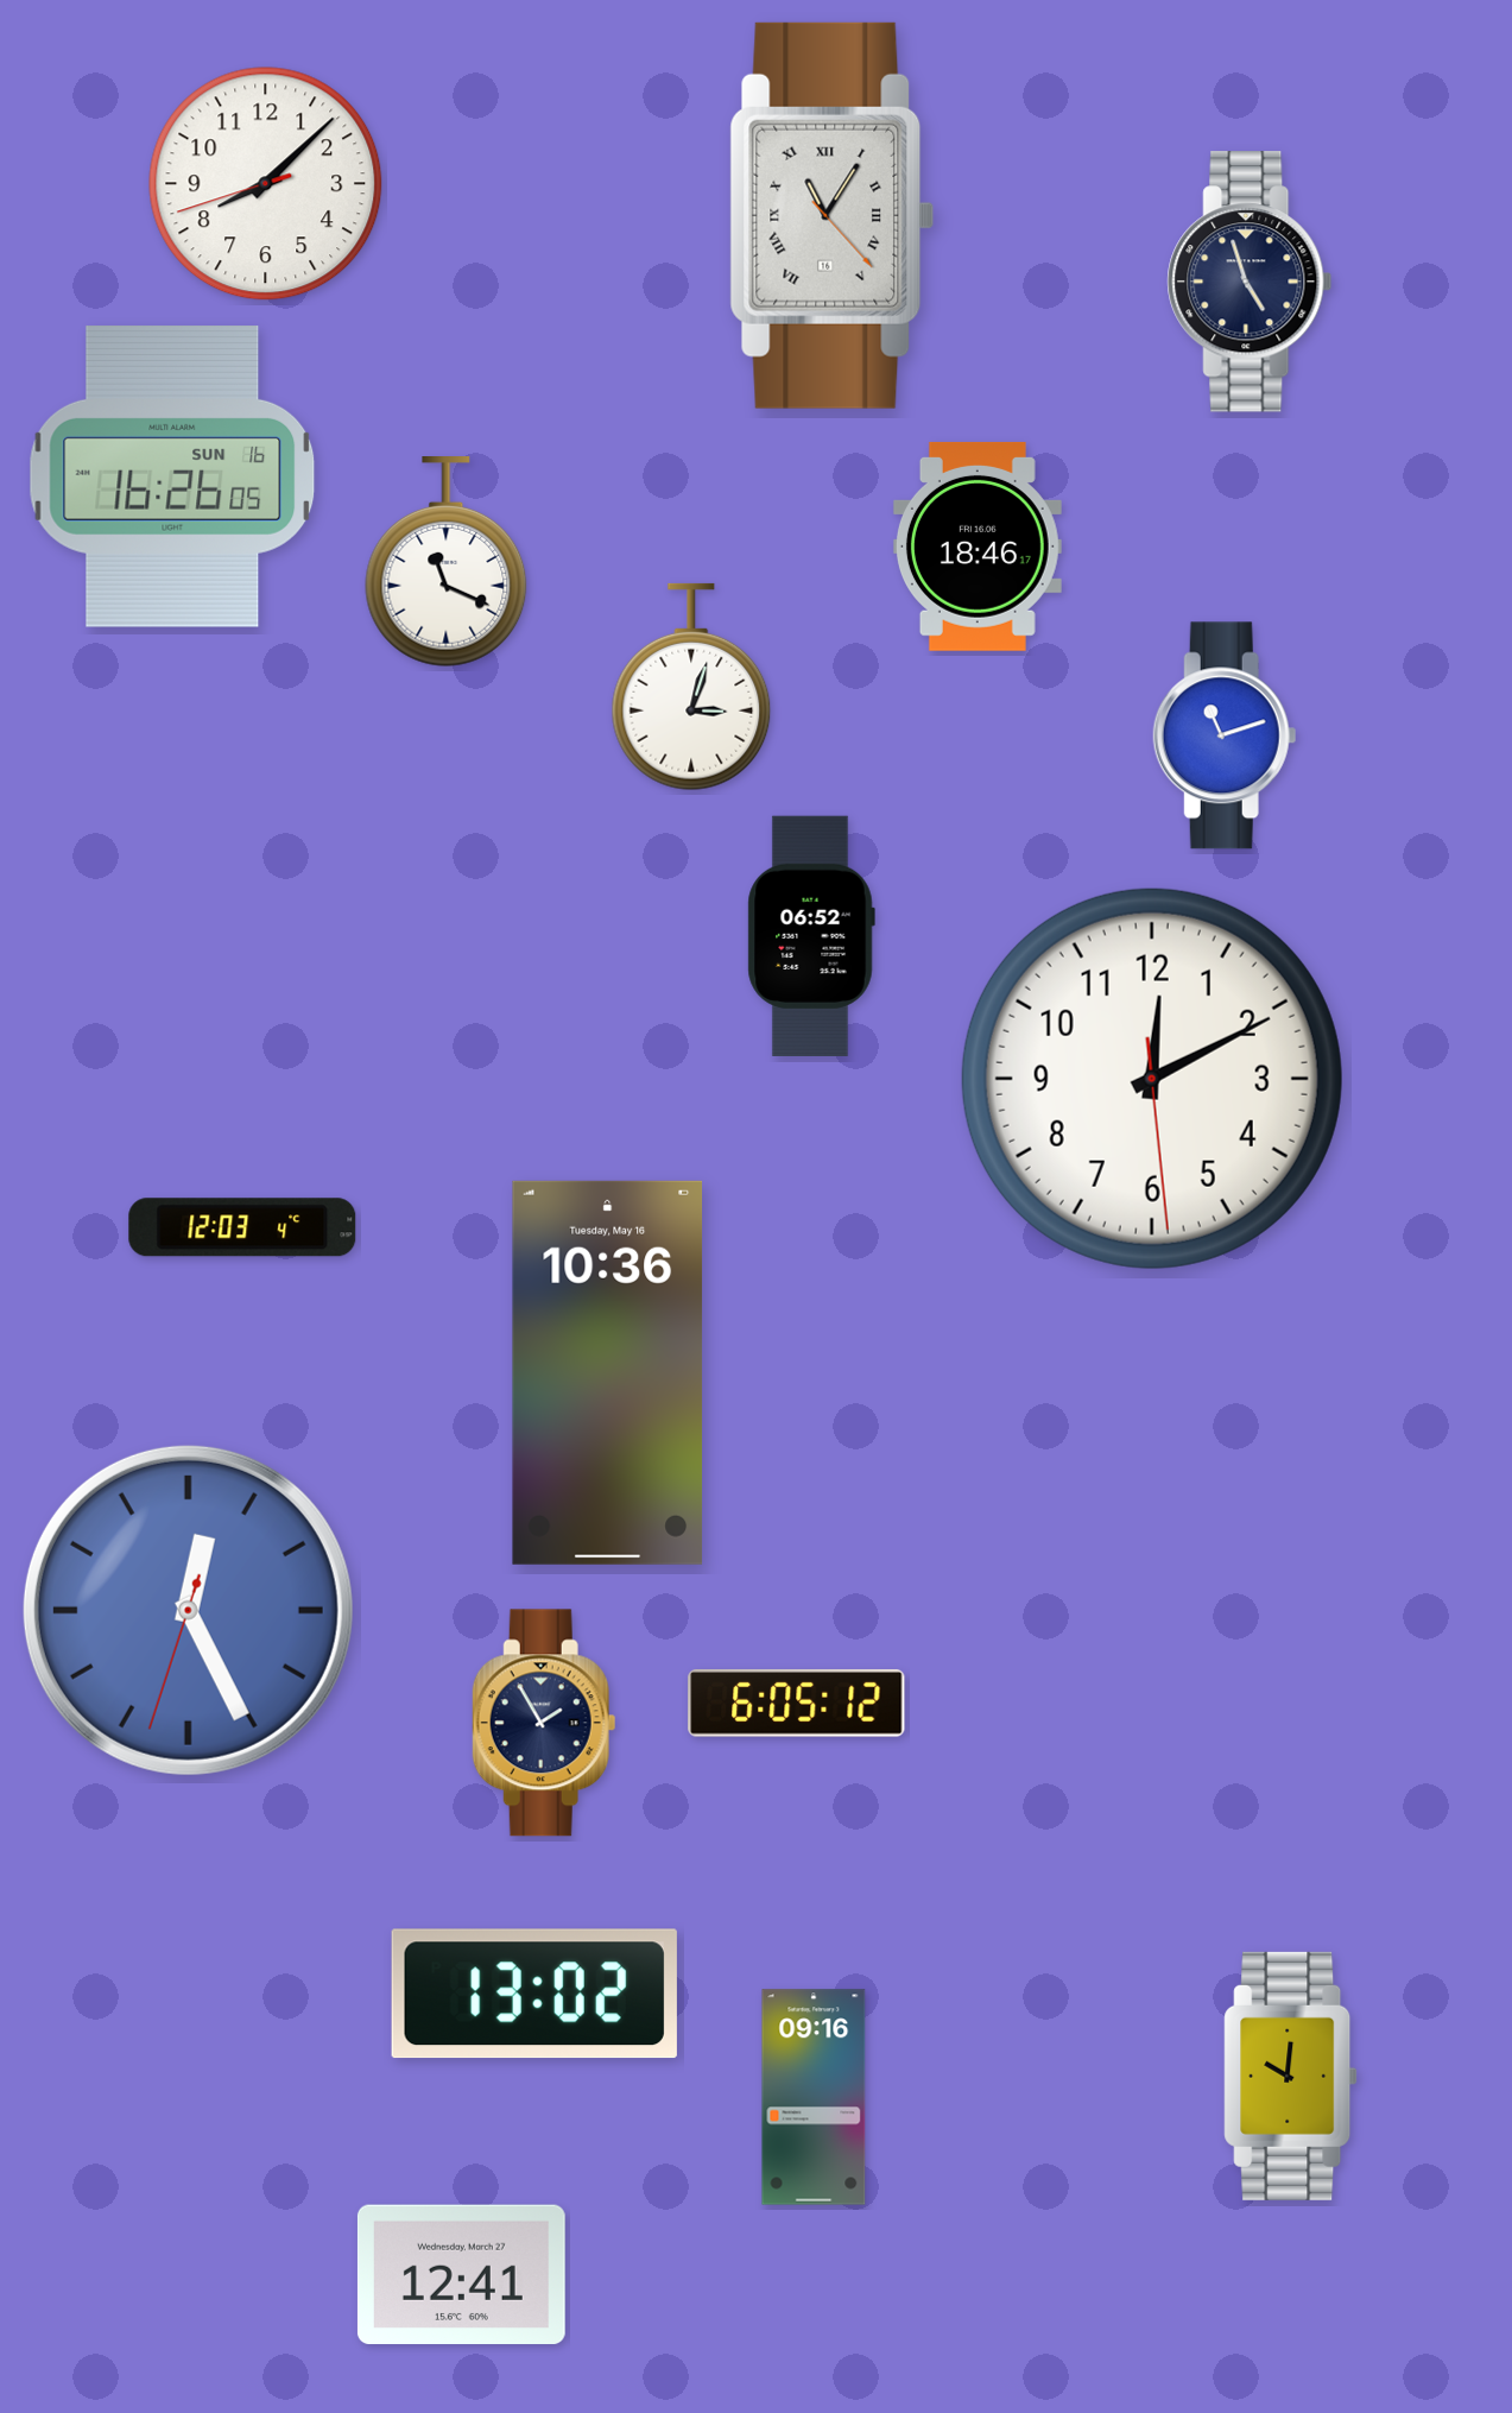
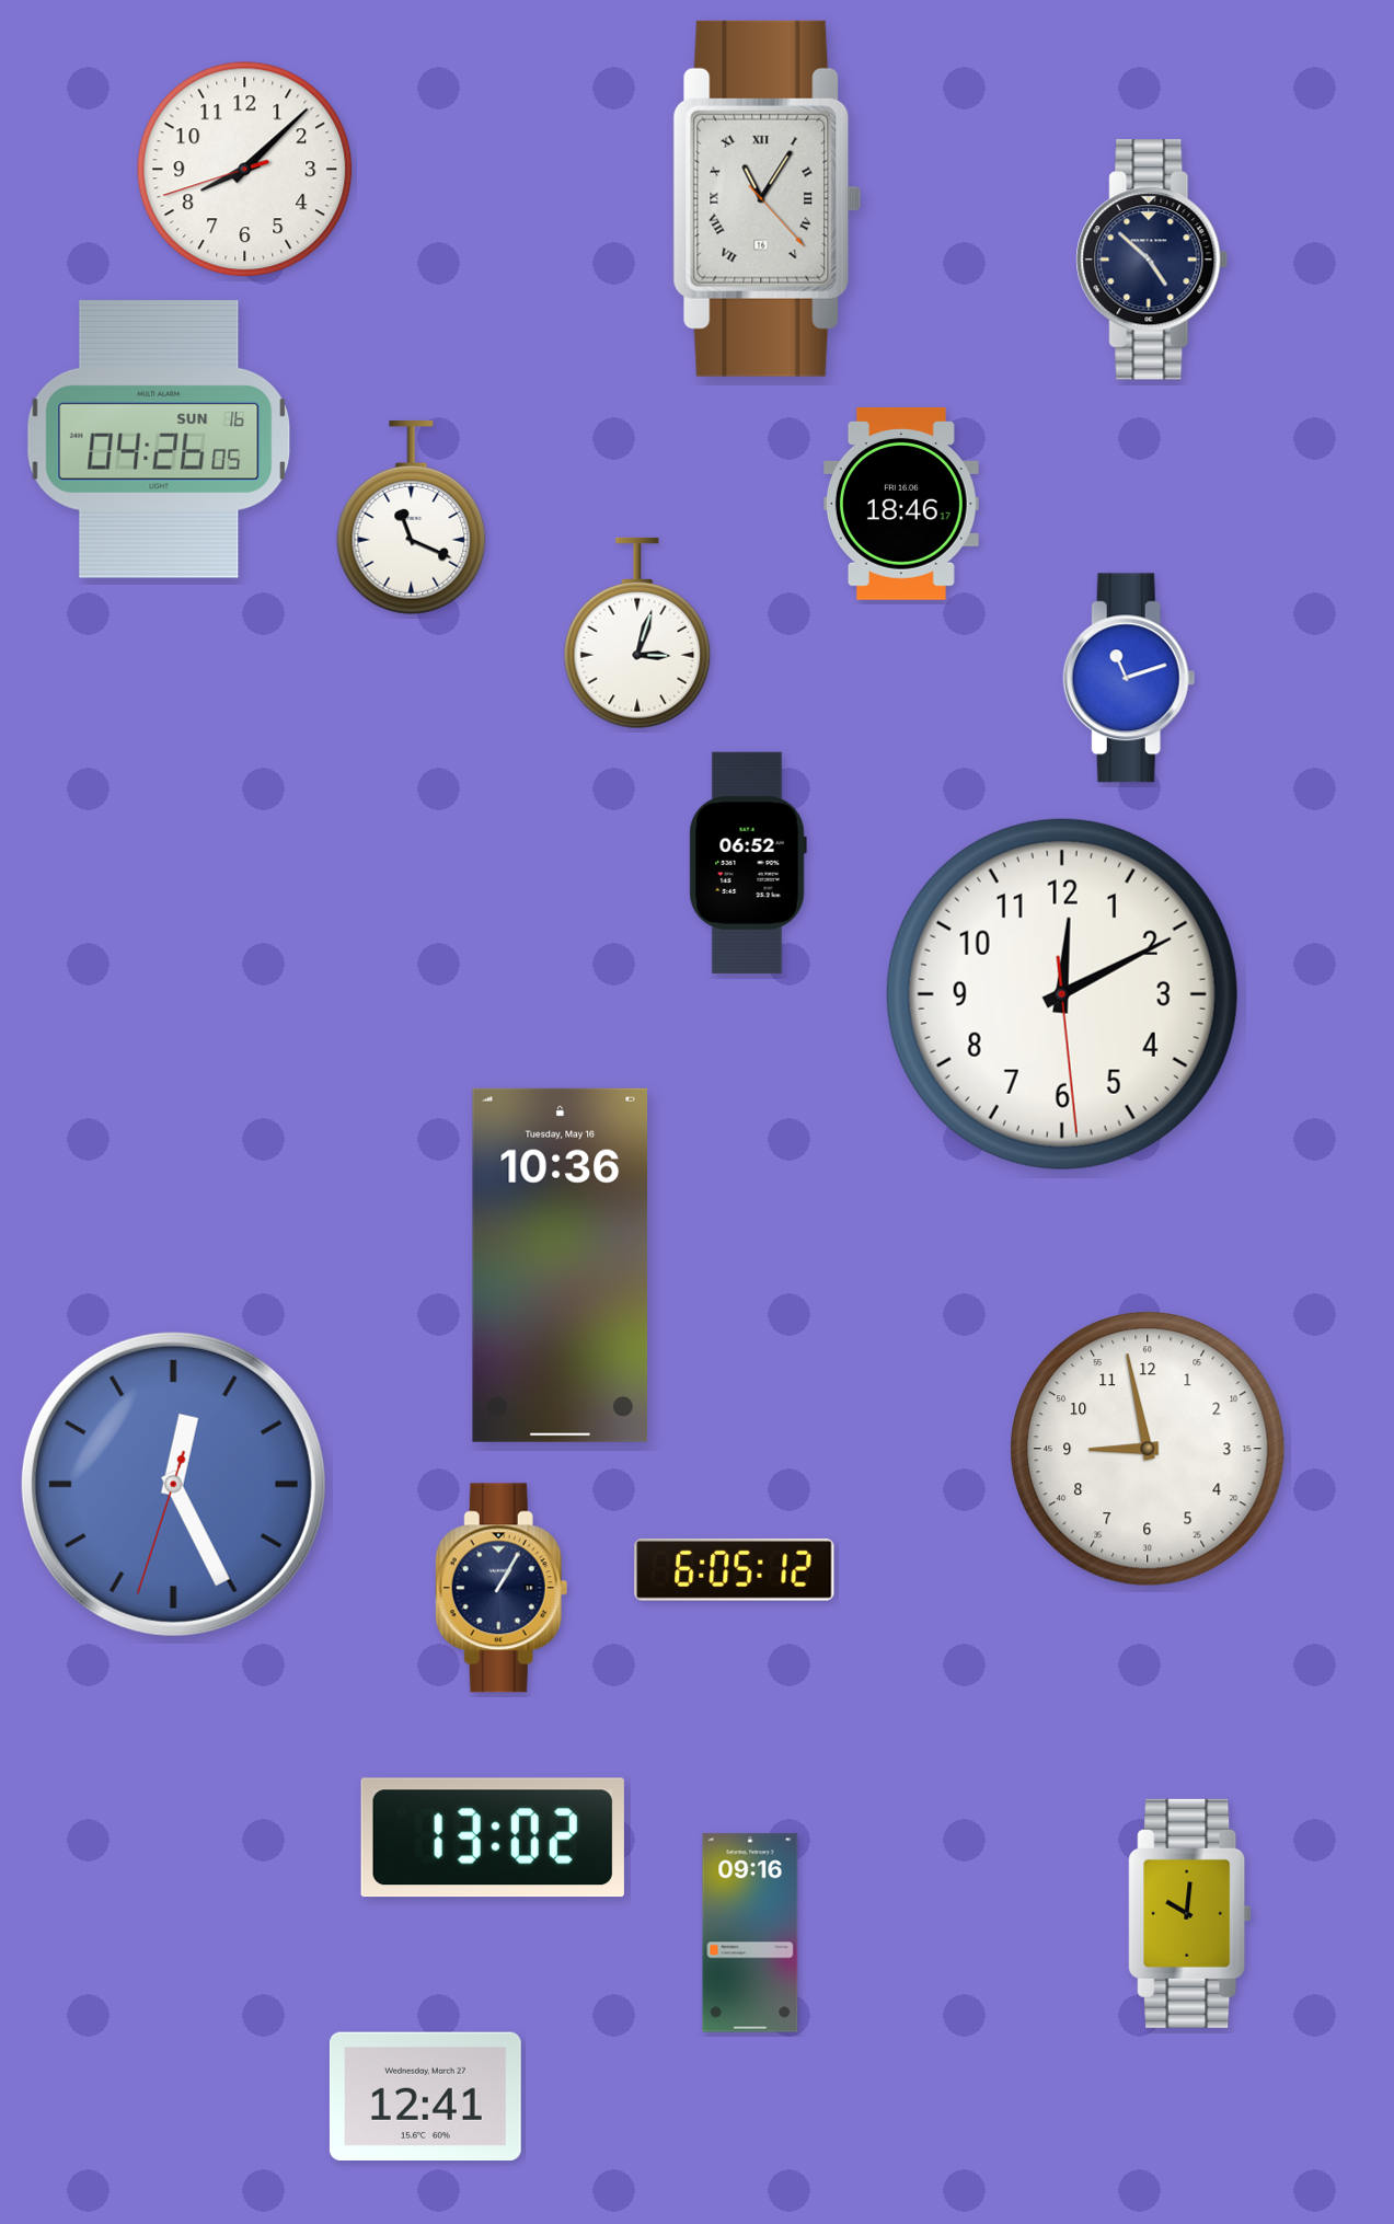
clock at (1250, 282): 4:57 -> 4:52
clock at (172, 476): 16:26 -> 04:26
clock at (242, 1227): 12:03 -> none
clock at (1148, 1449): none -> 8:58
clock at (544, 1723): 1:55 -> 1:05
